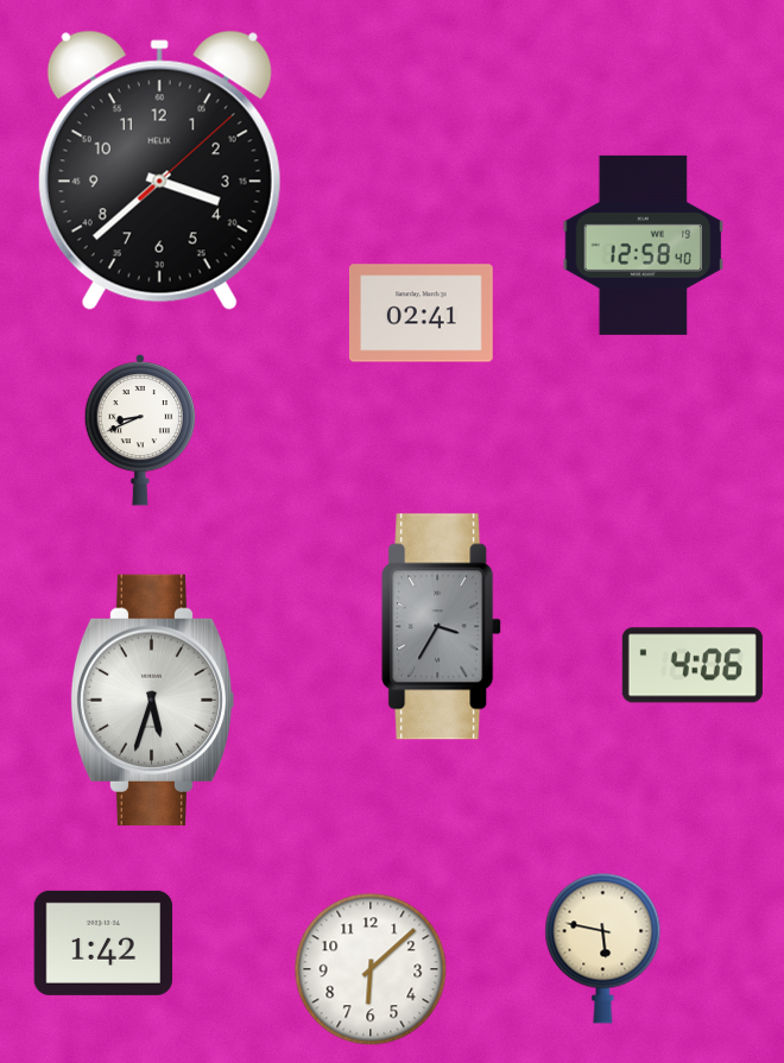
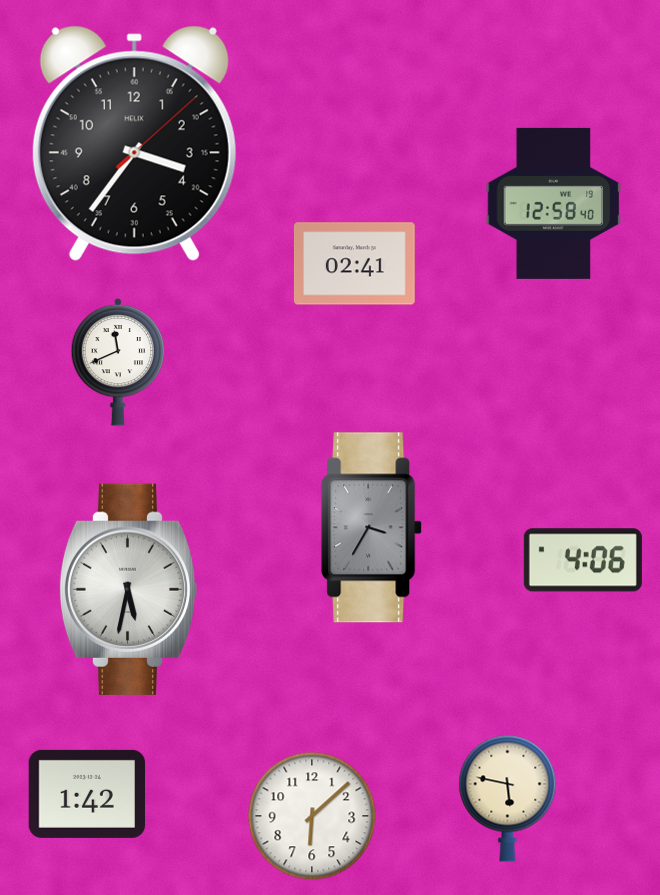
clock at (159, 171): 3:38 -> 3:36
clock at (644, 245) position: (644, 245) -> (554, 203)
clock at (140, 430): 8:41 -> 11:41
clock at (152, 700): 5:33 -> 5:32
